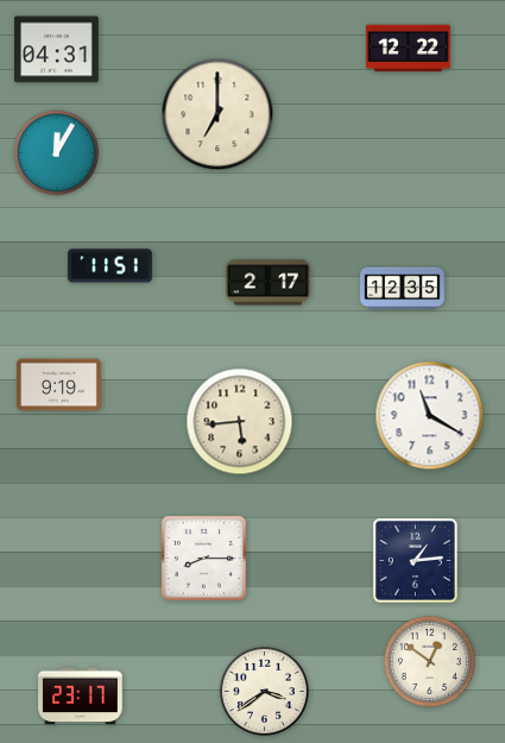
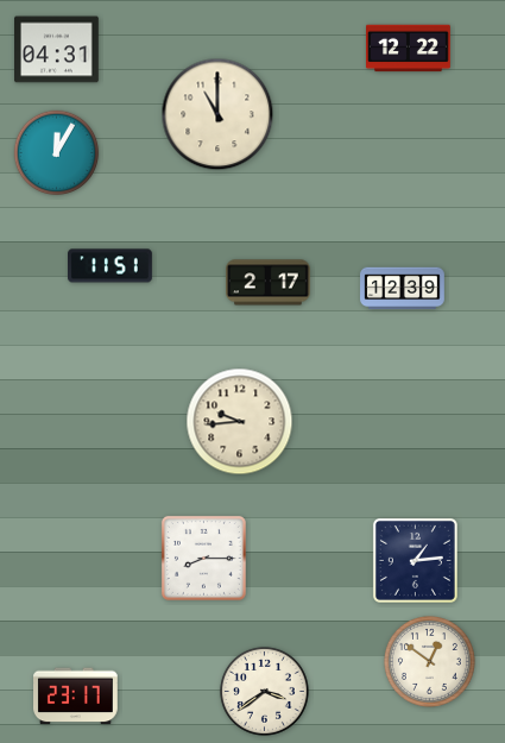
clock at (217, 114): 7:00 -> 11:00
clock at (403, 289): 12:35 -> 12:39
clock at (59, 385): 9:19 -> none
clock at (430, 416): 11:20 -> none
clock at (240, 422): 5:44 -> 9:44
clock at (81, 697) position: (81, 697) -> (76, 697)
